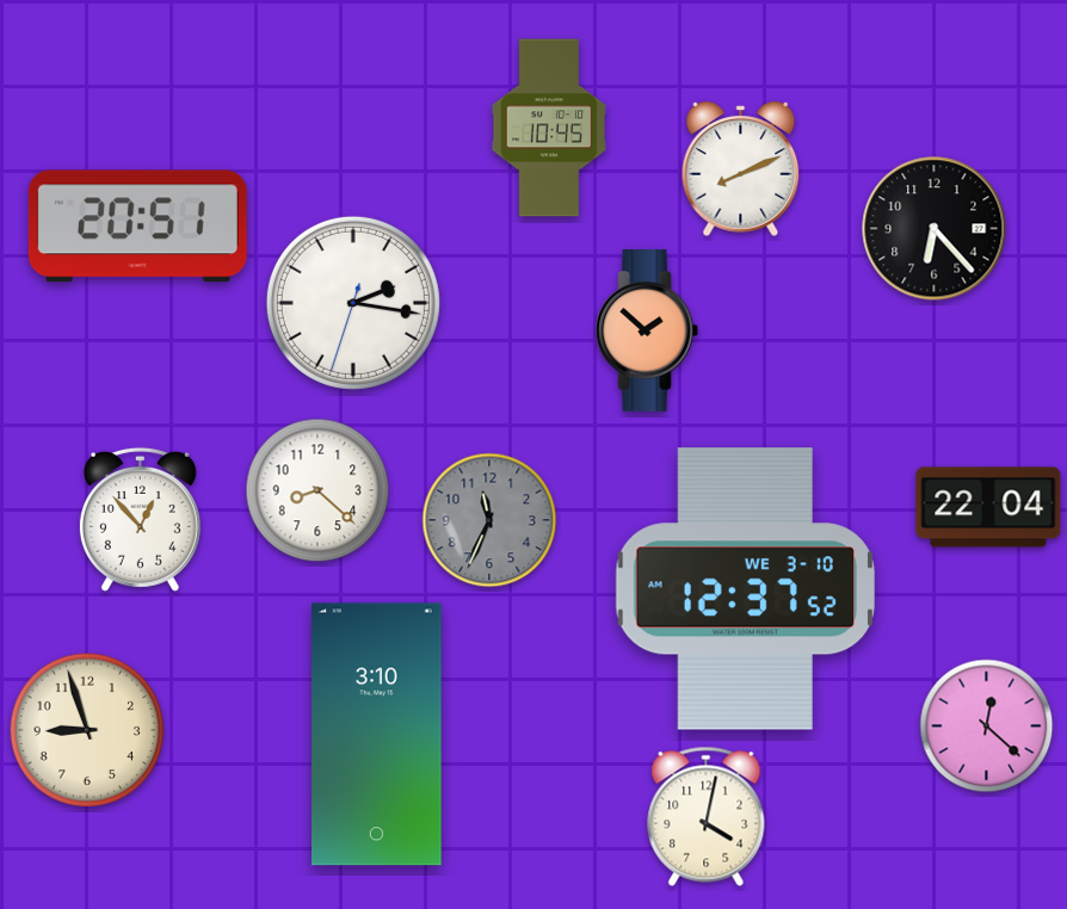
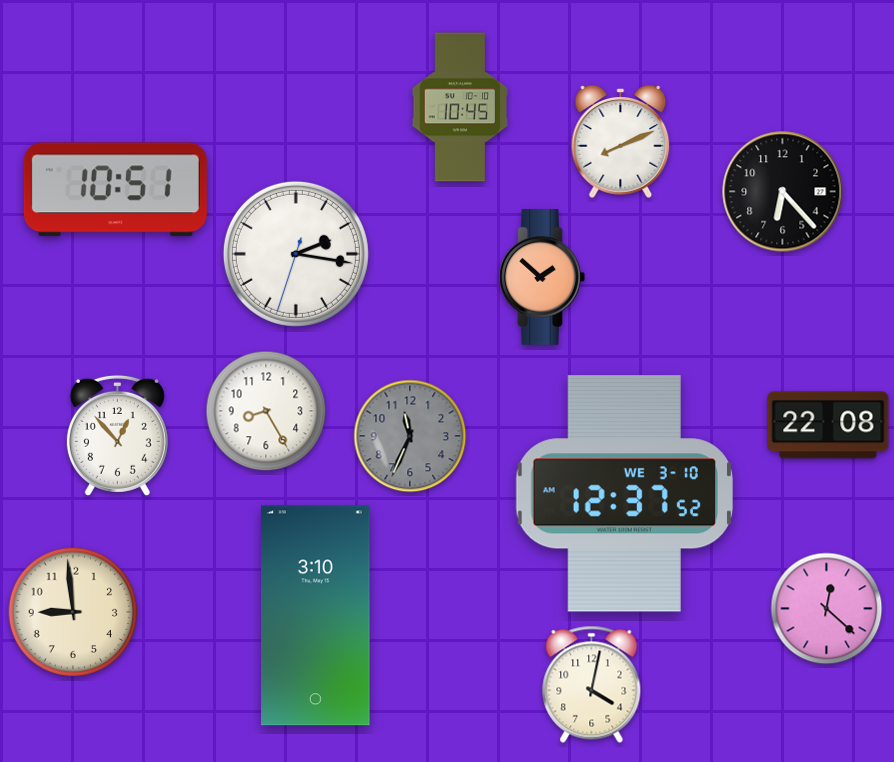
clock at (137, 227): 20:51 -> 10:51
clock at (317, 490): 8:22 -> 8:25
clock at (988, 507): 22:04 -> 22:08
clock at (87, 730): 8:57 -> 8:59
